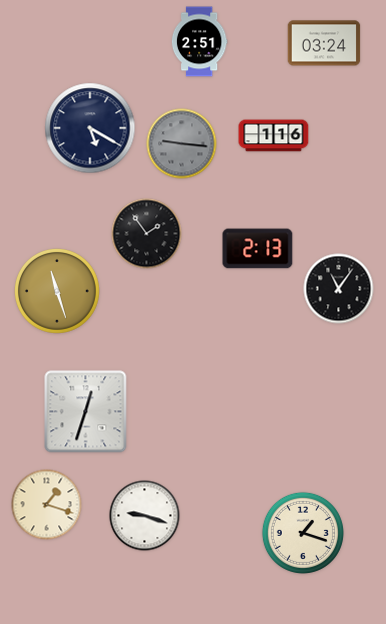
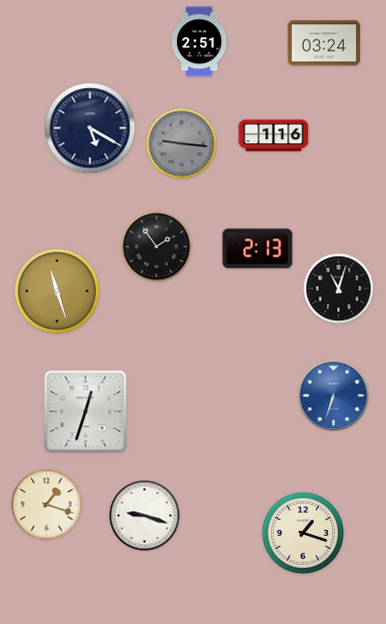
clock at (147, 234) position: (147, 234) -> (157, 247)
clock at (339, 289): 11:06 -> 11:03
clock at (334, 396): none -> 6:33
